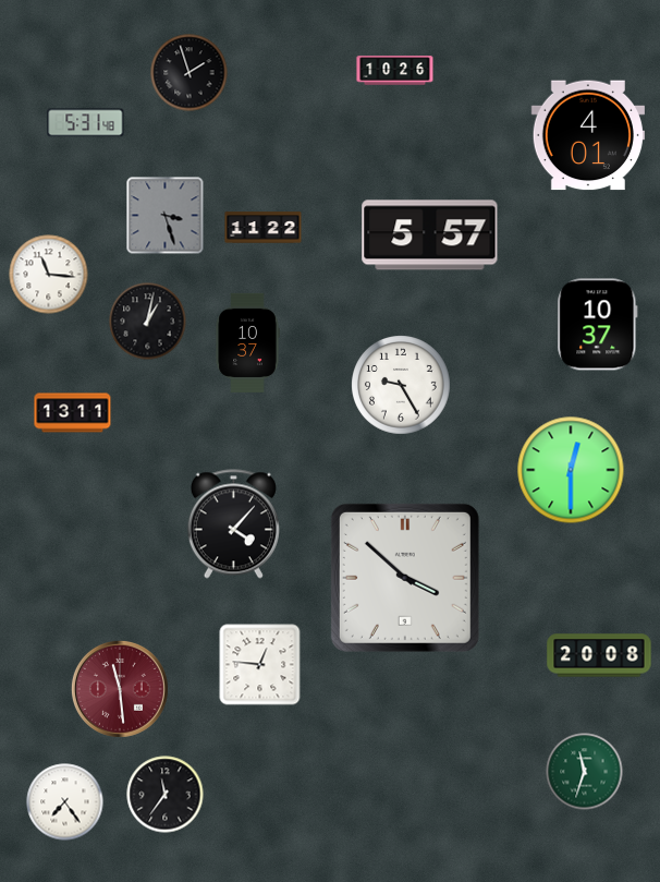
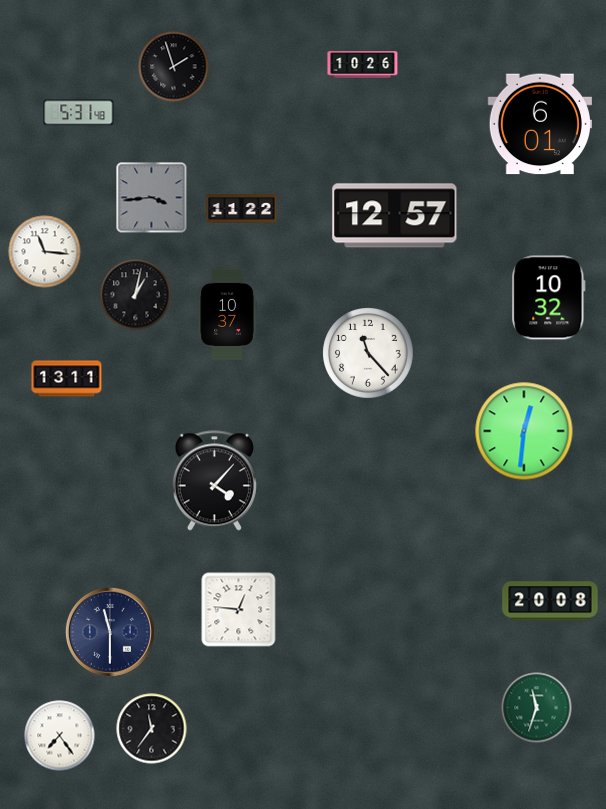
clock at (588, 135): 4:01 -> 6:01
clock at (166, 216): 3:27 -> 3:44
clock at (430, 235): 5:57 -> 12:57
clock at (598, 325): 10:37 -> 10:32
clock at (402, 386): 9:25 -> 11:23
clock at (571, 470): 12:30 -> 12:31
clock at (405, 578): 3:52 -> none
clock at (120, 689): 11:29 -> 11:30
clock at (120, 689) dial: burgundy -> navy
